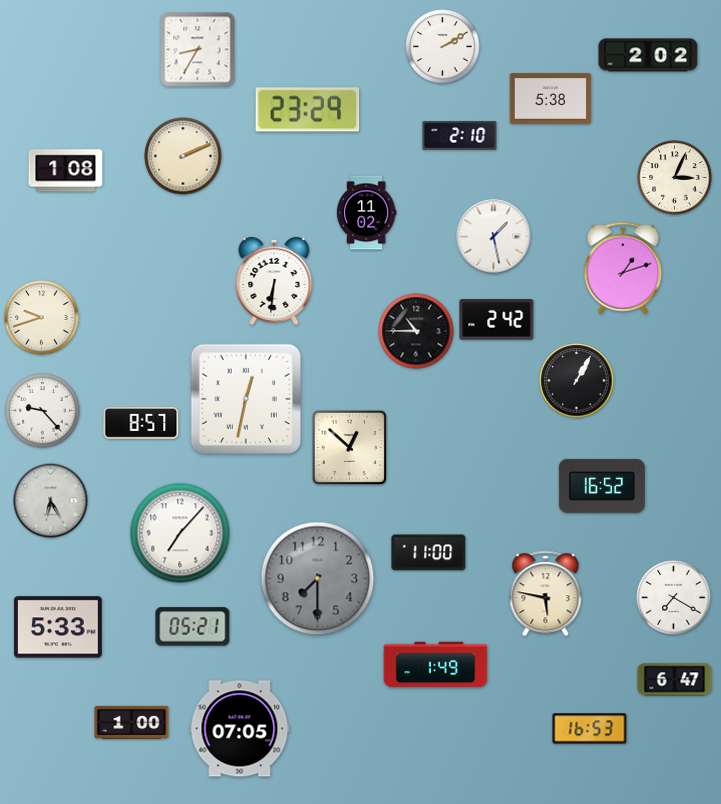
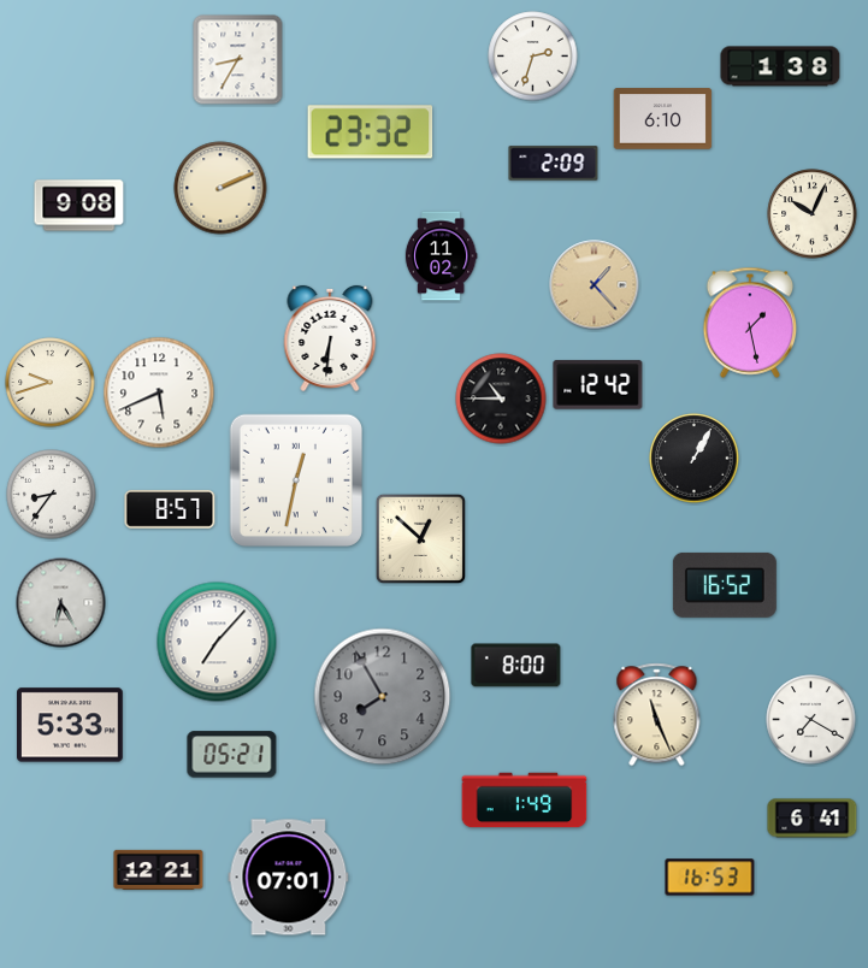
clock at (443, 47): 2:10 -> 2:33
clock at (648, 55): 2:02 -> 1:38
clock at (551, 99): 5:38 -> 6:10
clock at (308, 110): 23:29 -> 23:32
clock at (460, 136): 2:10 -> 2:09
clock at (66, 171): 1:08 -> 9:08
clock at (675, 178): 3:04 -> 10:04
clock at (494, 237): 1:28 -> 1:23
clock at (494, 237) dial: white -> champagne
clock at (623, 268): 1:12 -> 1:28
clock at (497, 320): 2:42 -> 12:42
clock at (159, 392): none -> 5:41
clock at (43, 411): 9:23 -> 8:36
clock at (429, 553): 11:00 -> 8:00
clock at (318, 579): 7:30 -> 7:55
clock at (546, 594): 5:47 -> 11:26
clock at (59, 627) position: (59, 627) -> (71, 725)
clock at (675, 680): 6:47 -> 6:41
clock at (132, 722): 1:00 -> 12:21
clock at (240, 729): 07:05 -> 07:01
